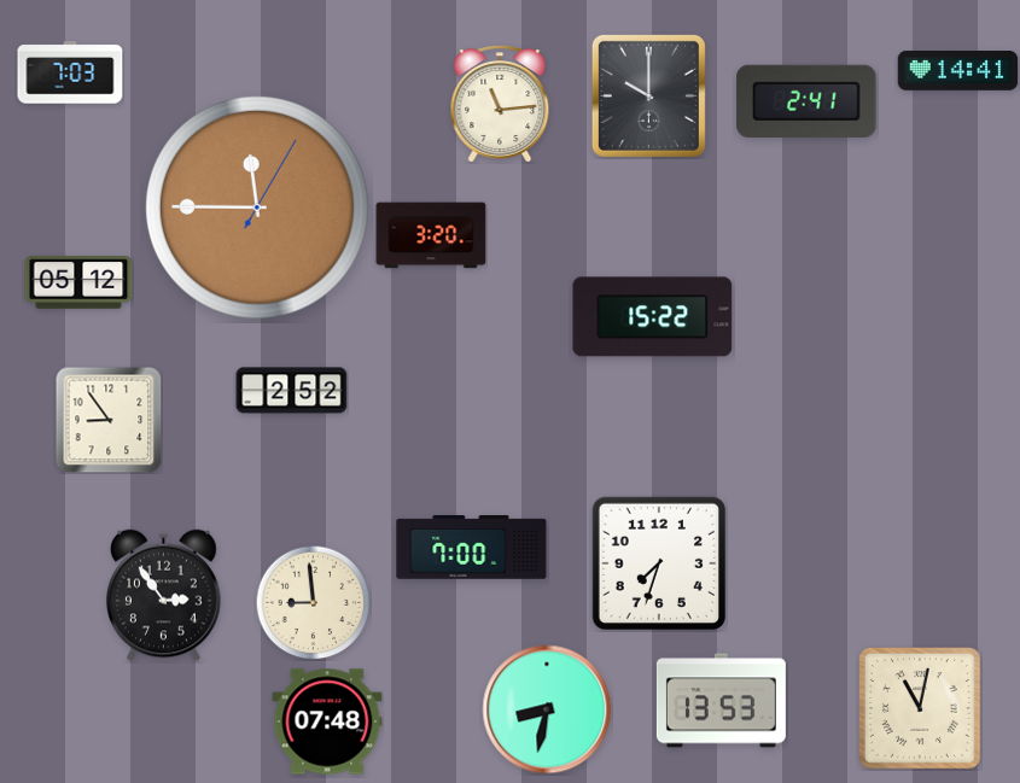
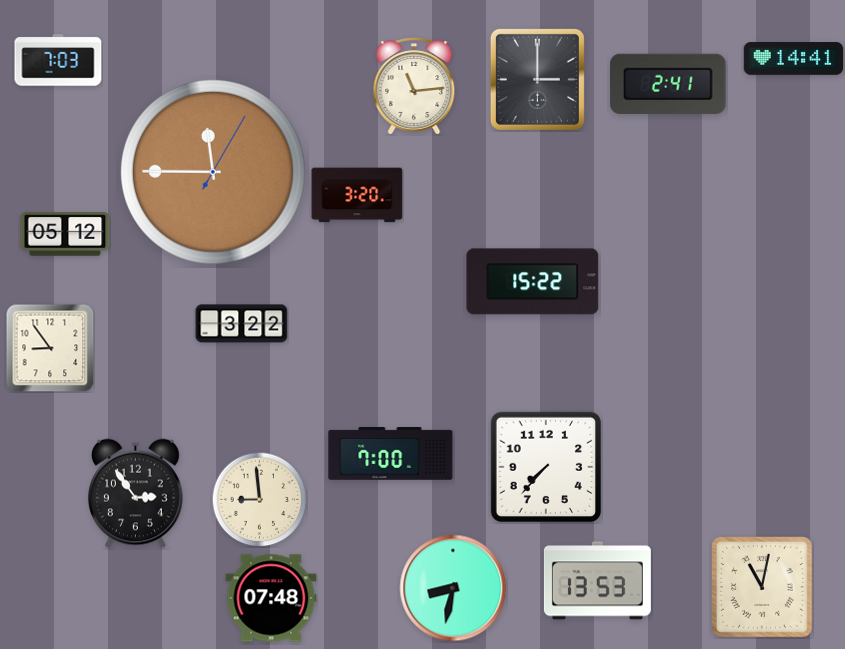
clock at (648, 95): 10:00 -> 3:00
clock at (653, 317) position: (653, 317) -> (533, 282)
clock at (292, 391): 2:52 -> 3:22
clock at (109, 420) position: (109, 420) -> (50, 348)
clock at (658, 562): 7:33 -> 7:37
